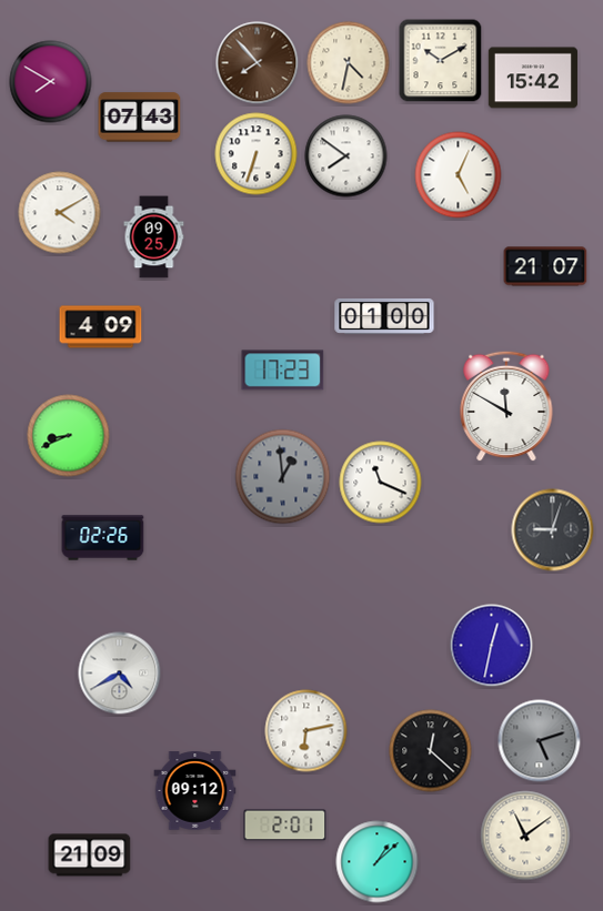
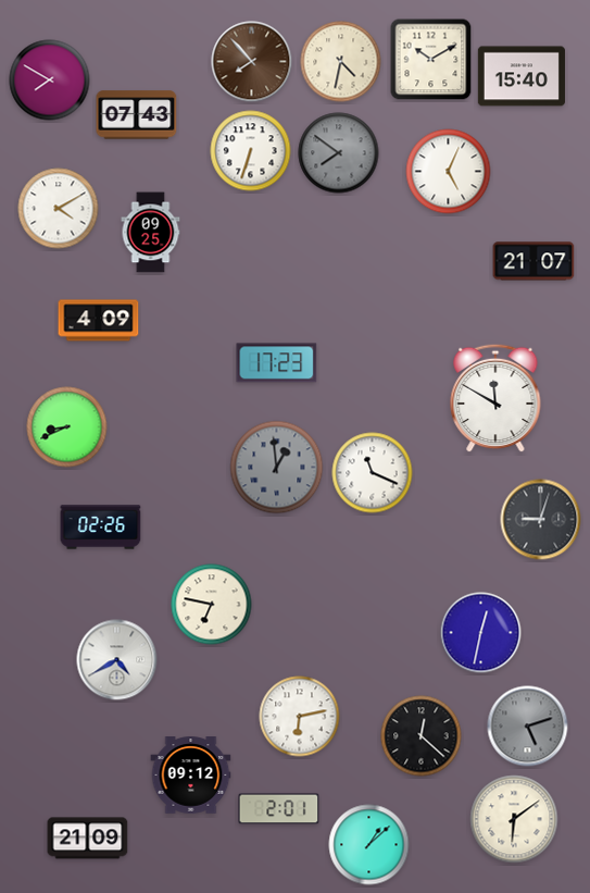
clock at (533, 78): 15:42 -> 15:40
clock at (346, 156) dial: white -> grey
clock at (384, 316): 01:00 -> none
clock at (212, 605): none -> 6:47
clock at (525, 836): 11:09 -> 6:09
